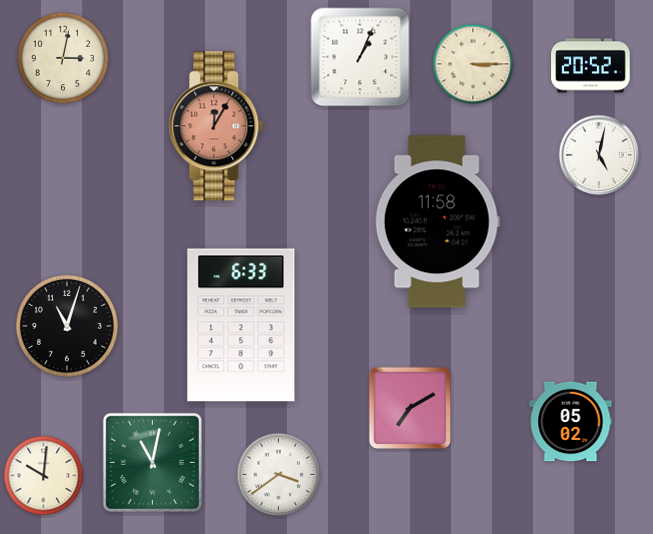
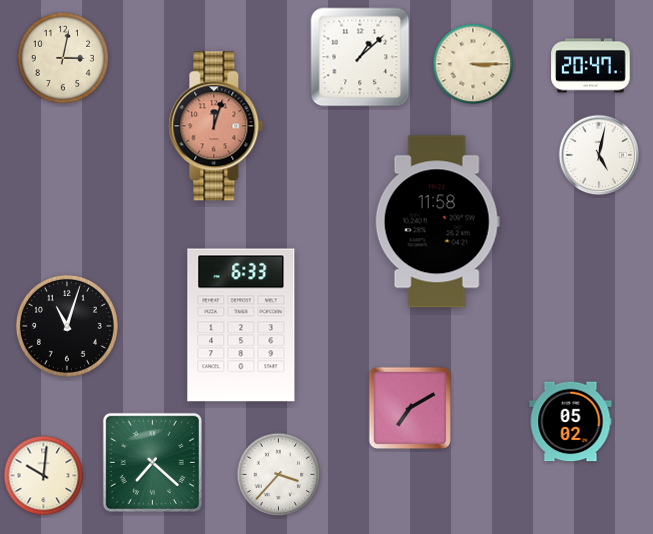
clock at (360, 57): 1:04 -> 1:08
clock at (591, 66): 20:52 -> 20:47
clock at (216, 126): 12:05 -> 12:03
clock at (152, 462): 11:02 -> 7:22
clock at (279, 475): 3:39 -> 3:37
